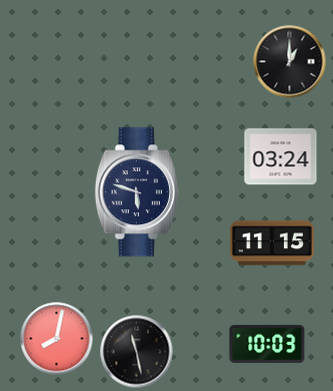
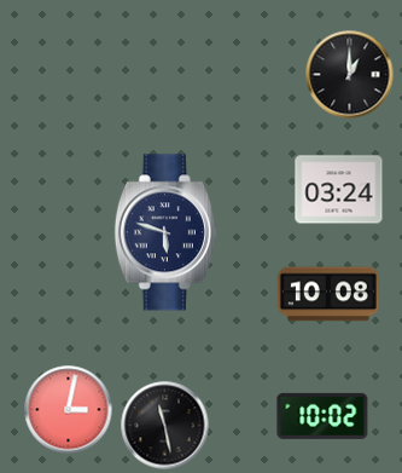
clock at (272, 243): 11:15 -> 10:08
clock at (57, 339): 8:02 -> 3:02
clock at (267, 344): 10:03 -> 10:02
